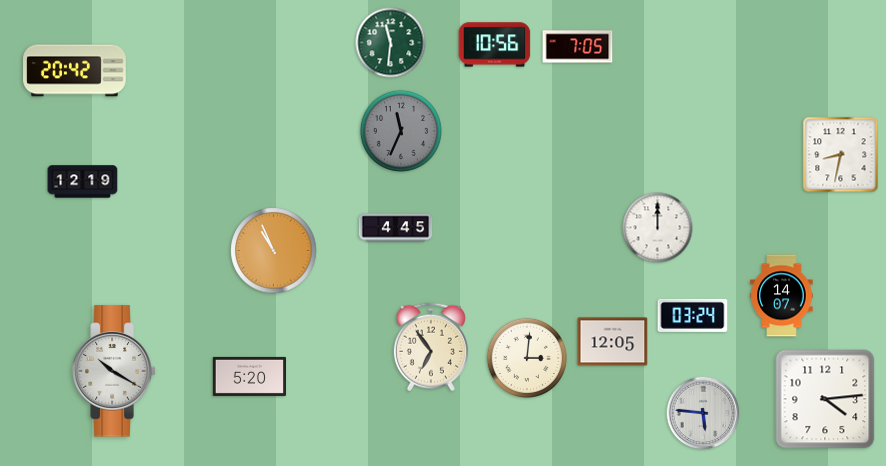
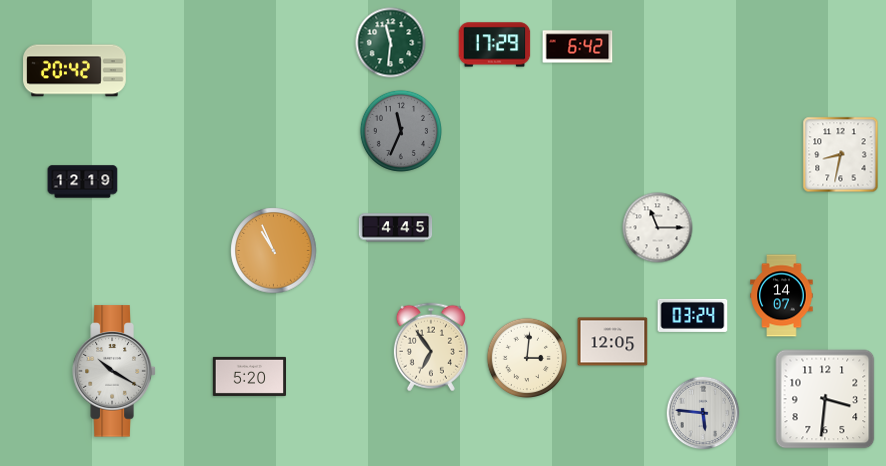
clock at (495, 45): 10:56 -> 17:29
clock at (578, 47): 7:05 -> 6:42
clock at (658, 228): 12:00 -> 11:15
clock at (825, 399): 4:14 -> 3:31
